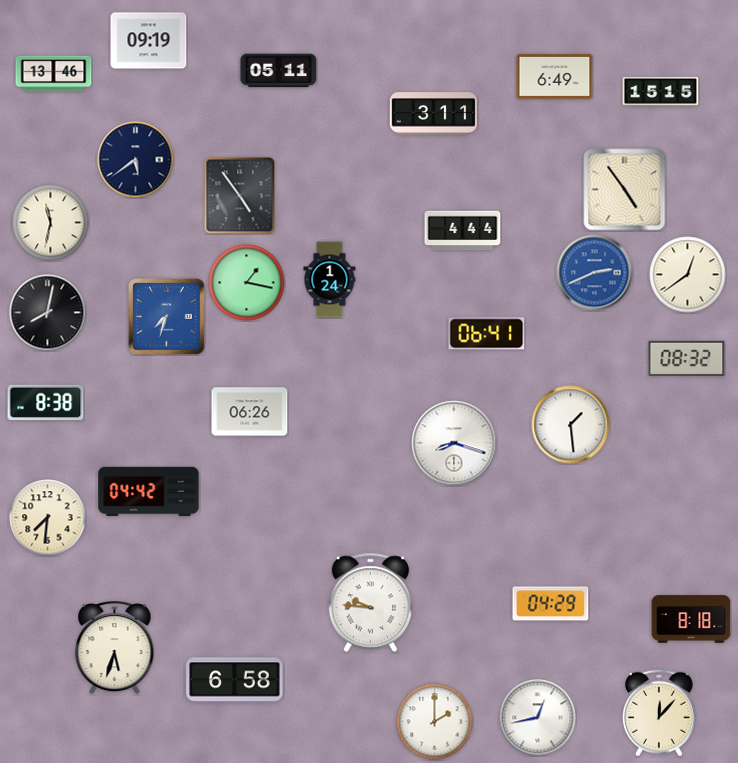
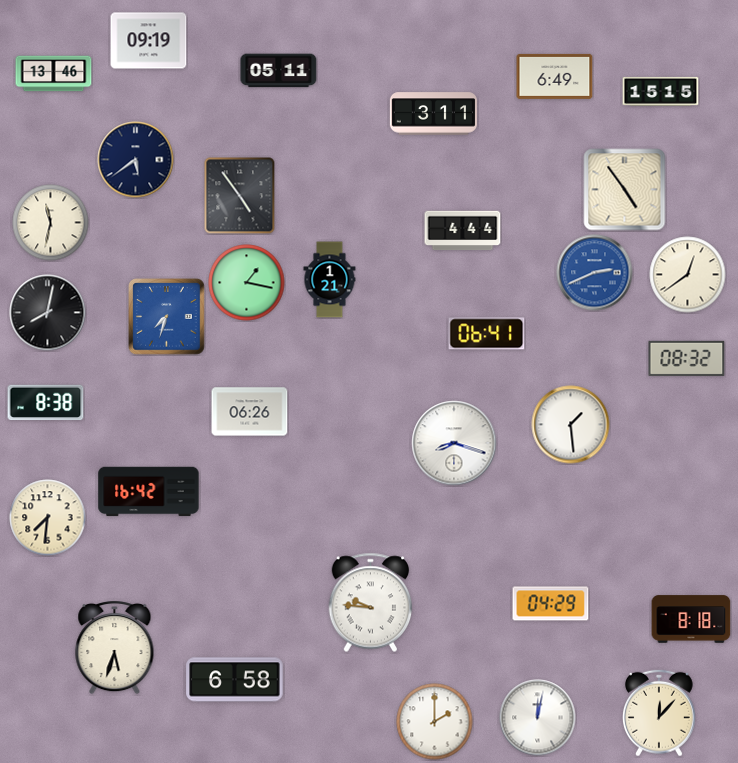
clock at (330, 280): 1:24 -> 1:21
clock at (149, 492): 04:42 -> 16:42
clock at (538, 718): 12:43 -> 12:02
